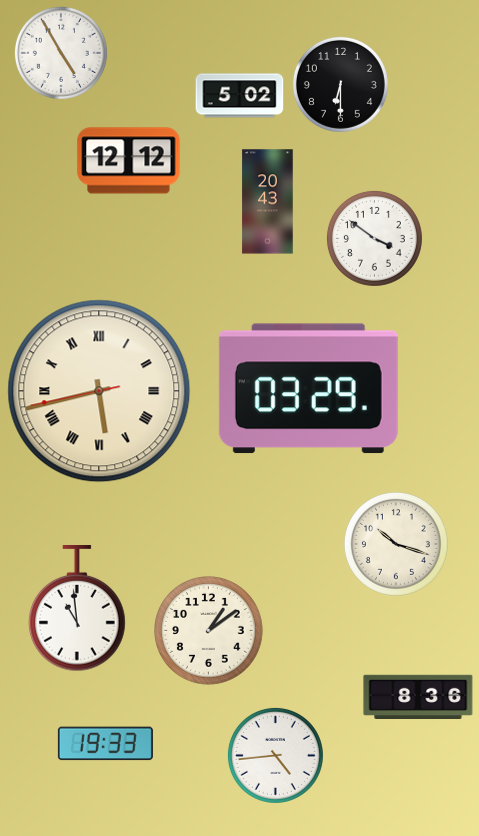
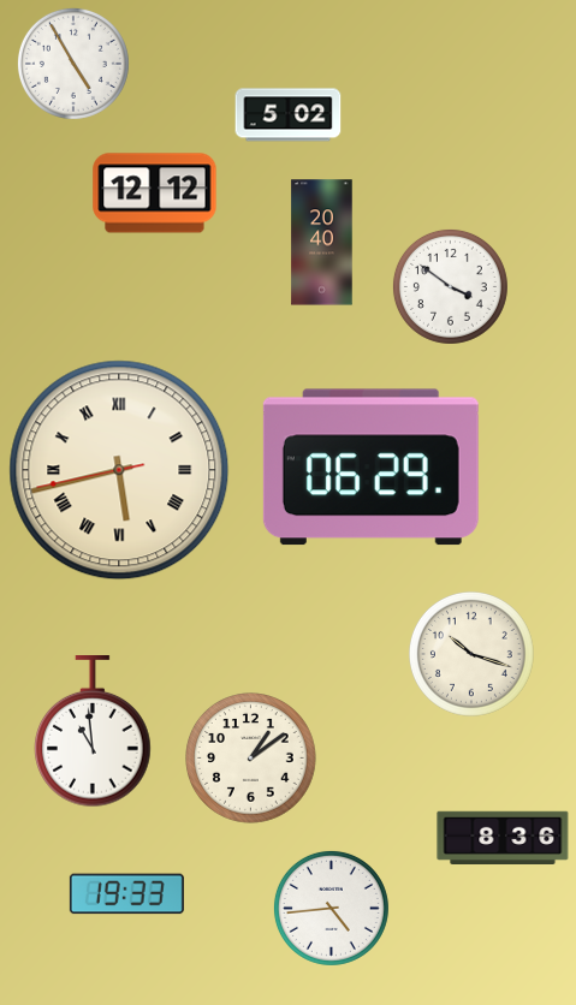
clock at (340, 84): 6:30 -> none
clock at (268, 202): 20:43 -> 20:40
clock at (308, 389): 03:29 -> 06:29
clock at (396, 544) position: (396, 544) -> (471, 654)
